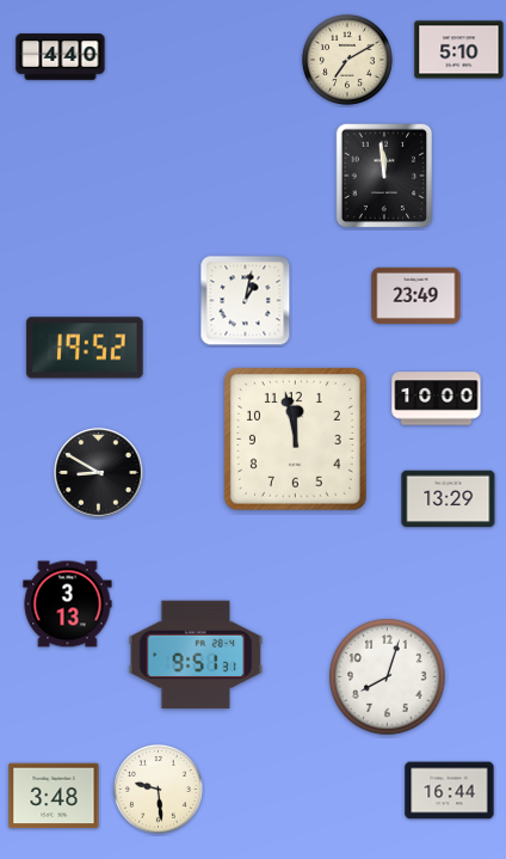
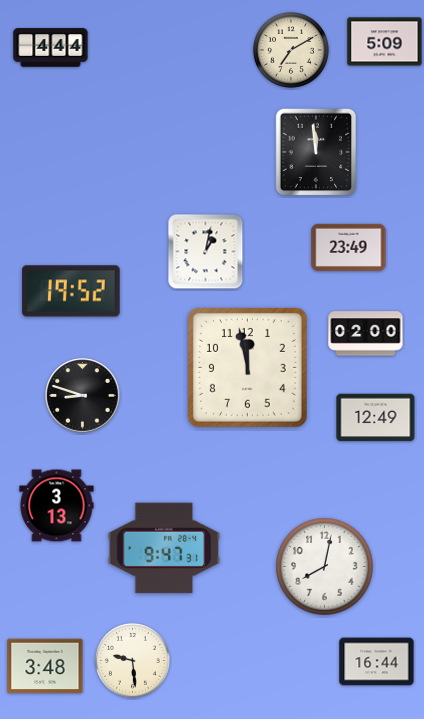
clock at (459, 50): 5:10 -> 5:09
clock at (61, 57): 4:40 -> 4:44
clock at (384, 176) position: (384, 176) -> (316, 152)
clock at (437, 399): 10:00 -> 02:00
clock at (99, 473): 8:50 -> 8:48
clock at (449, 499): 13:29 -> 12:49
clock at (196, 655): 9:51 -> 9:47
clock at (388, 677): 8:03 -> 8:02
